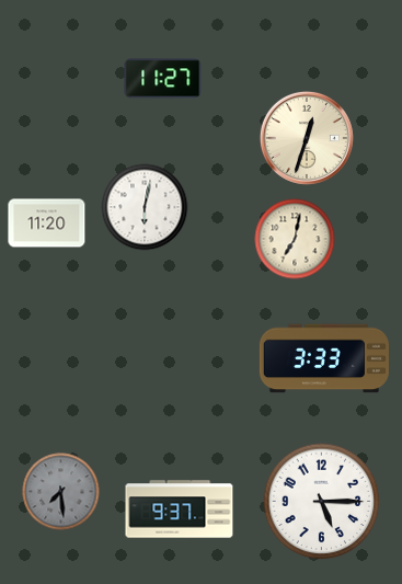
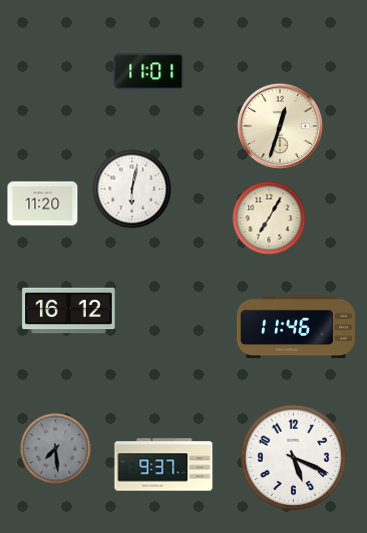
clock at (163, 79): 11:27 -> 11:01
clock at (295, 239): 7:02 -> 7:05
clock at (69, 311): none -> 16:12
clock at (324, 358): 3:33 -> 11:46
clock at (322, 502): 5:15 -> 5:19
